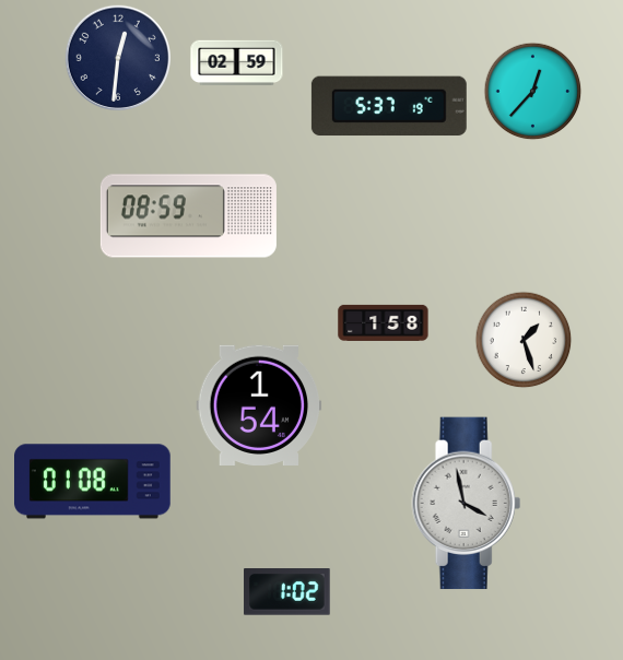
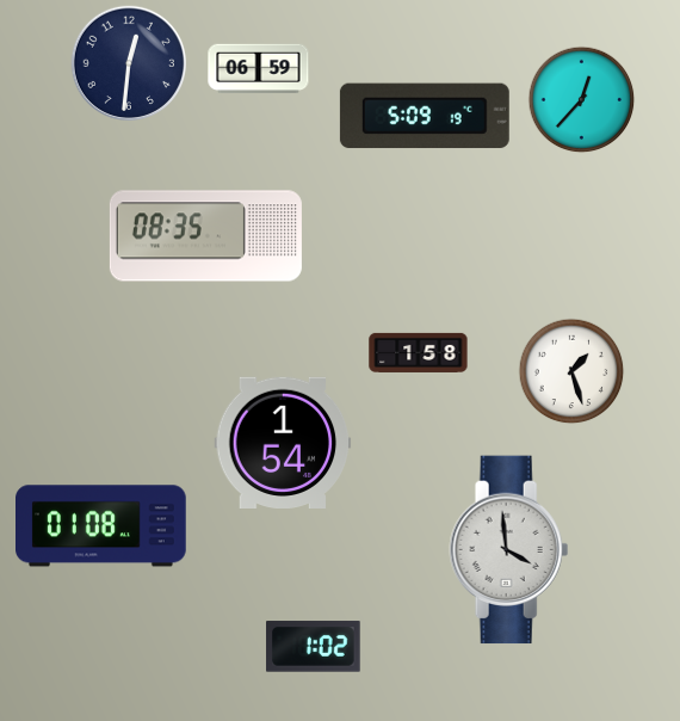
clock at (237, 63): 02:59 -> 06:59
clock at (389, 106): 5:37 -> 5:09
clock at (188, 216): 08:59 -> 08:35
clock at (467, 504): 3:58 -> 3:59
